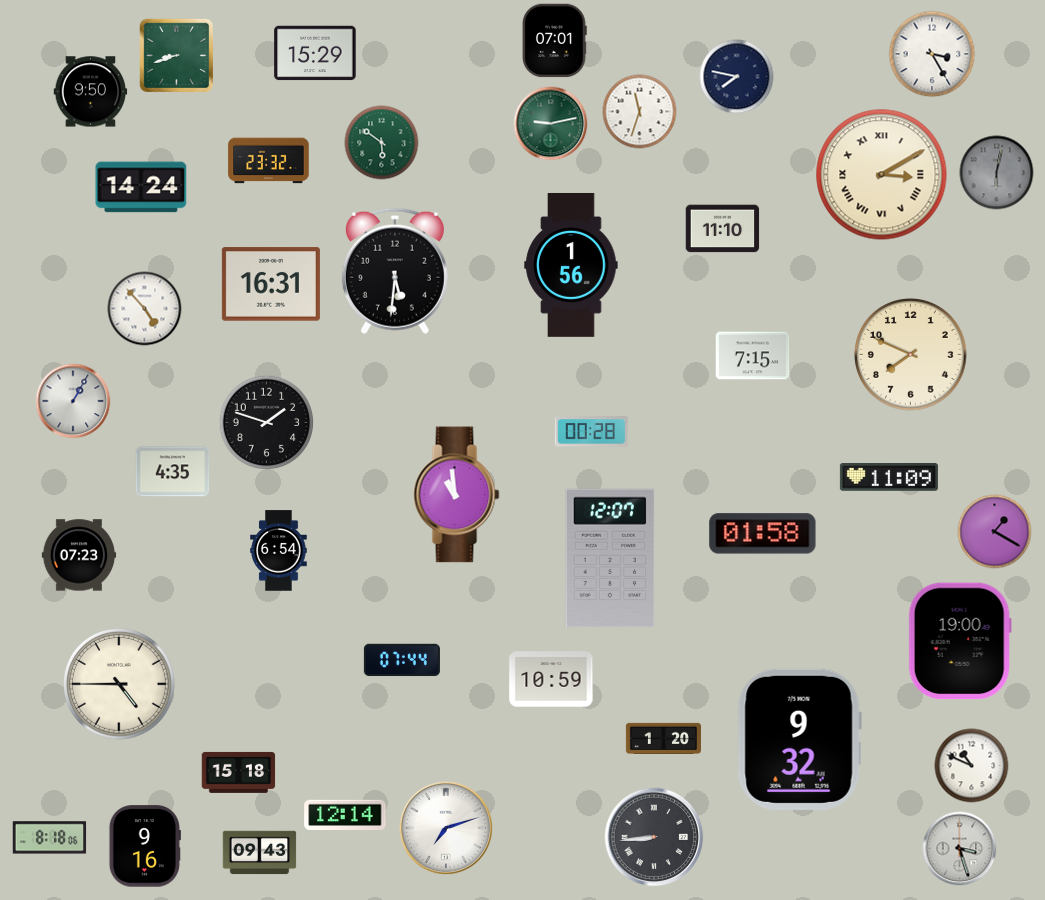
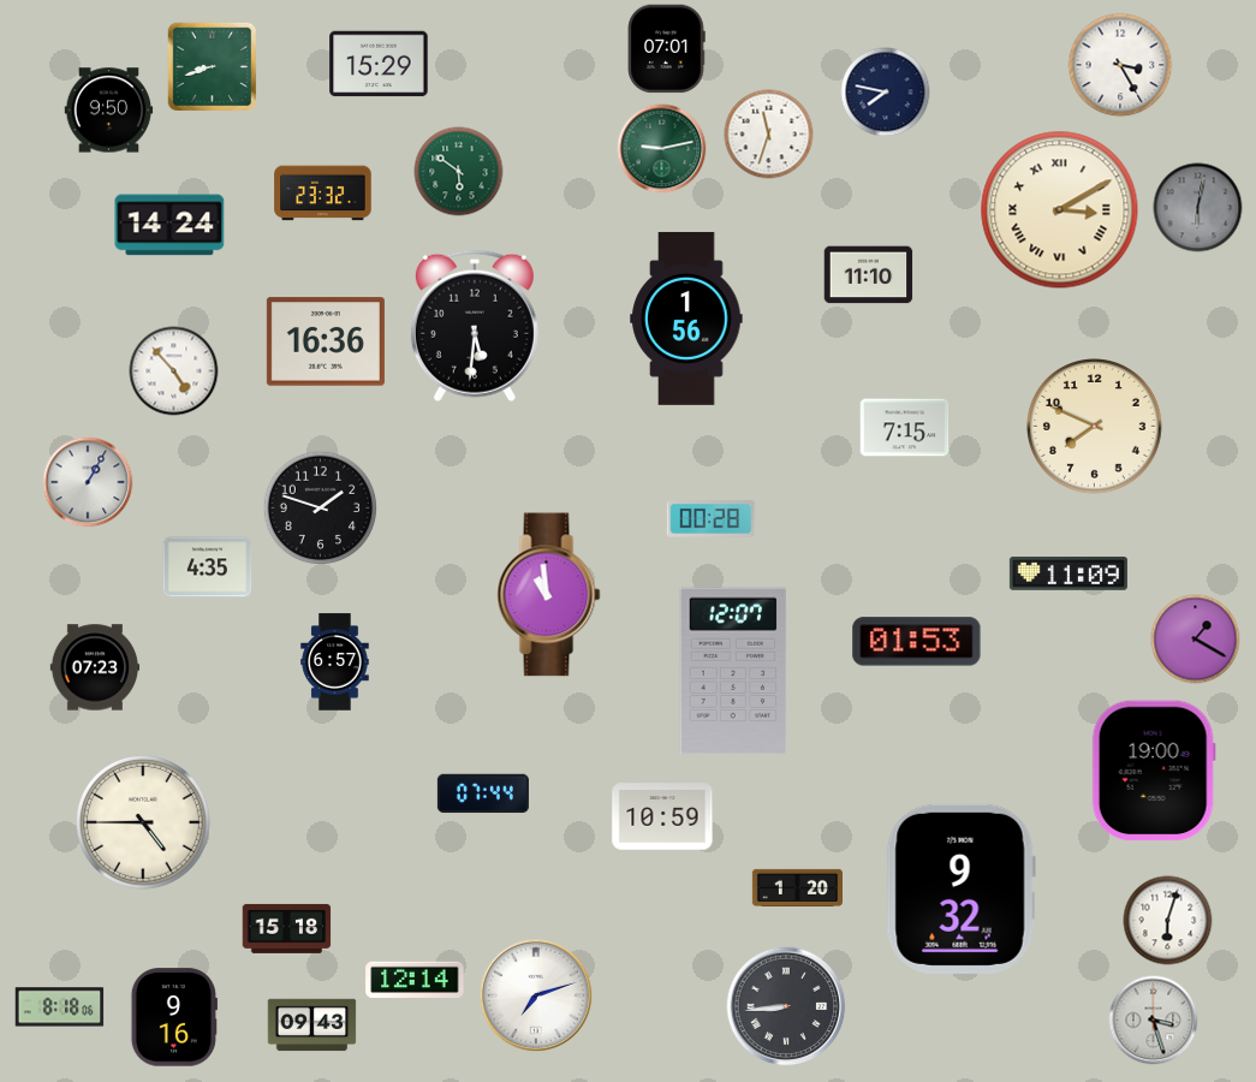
clock at (271, 284): 16:31 -> 16:36
clock at (763, 534): 01:58 -> 01:53
clock at (279, 551): 6:54 -> 6:57
clock at (972, 766): 10:49 -> 6:03
